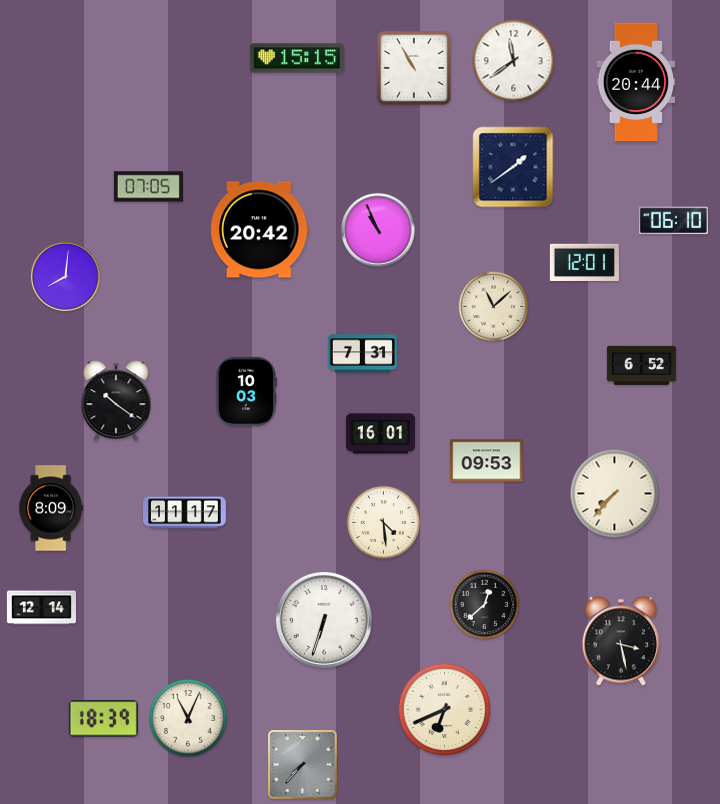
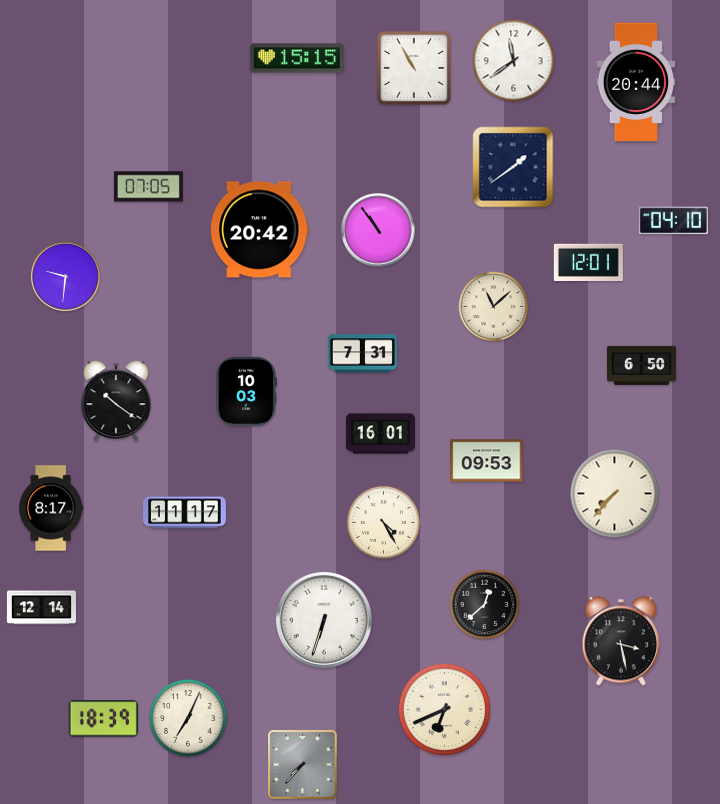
clock at (673, 221): 06:10 -> 04:10
clock at (378, 230): 10:56 -> 10:54
clock at (584, 262) position: (584, 262) -> (588, 262)
clock at (65, 276): 8:01 -> 9:31
clock at (641, 365): 6:52 -> 6:50
clock at (51, 508): 8:09 -> 8:17
clock at (383, 522): 4:29 -> 4:25
clock at (188, 718): 11:04 -> 7:04
